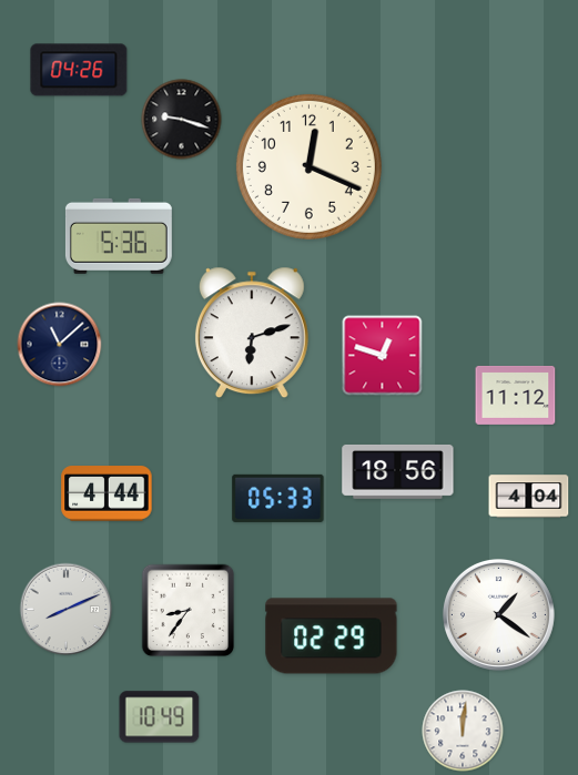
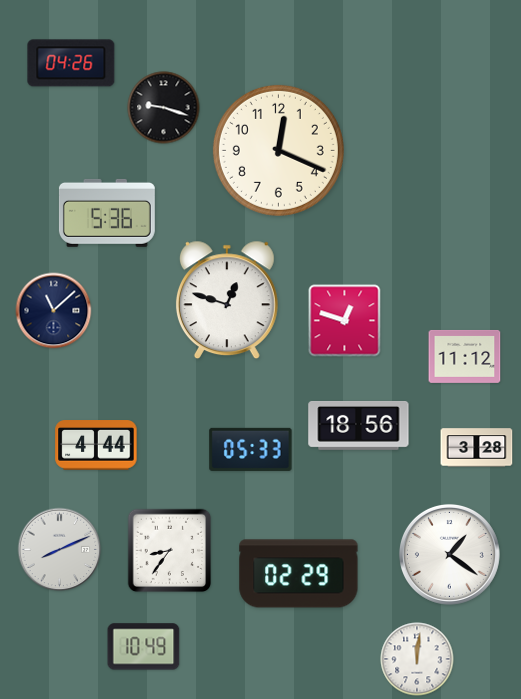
clock at (252, 333): 6:12 -> 12:48
clock at (529, 497): 4:04 -> 3:28
